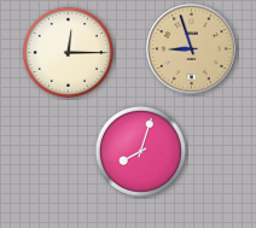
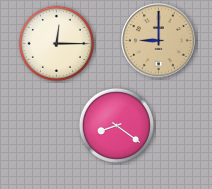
clock at (192, 49): 8:57 -> 9:00
clock at (140, 151): 8:03 -> 8:21
